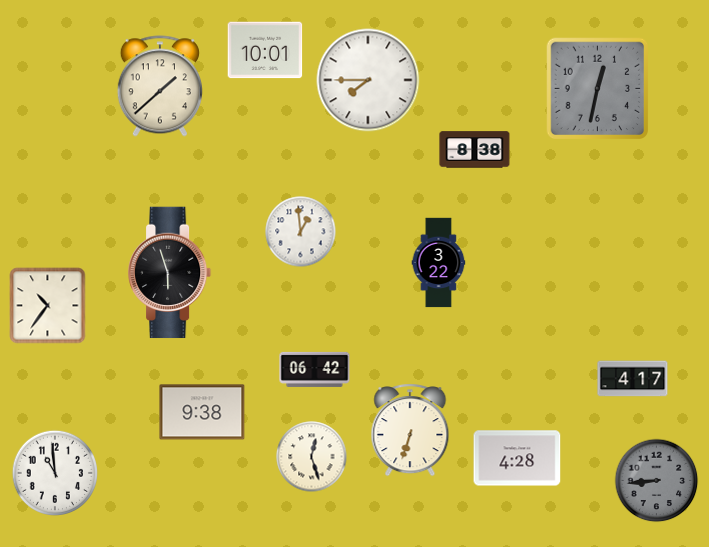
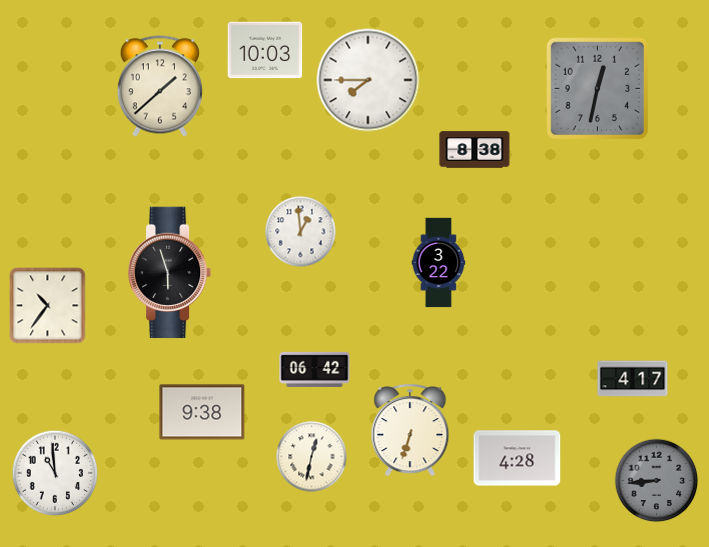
clock at (265, 50): 10:01 -> 10:03
clock at (312, 457): 12:27 -> 12:32
